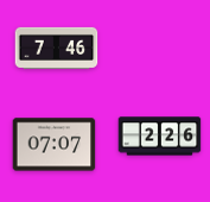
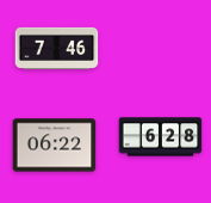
clock at (160, 137): 2:26 -> 6:28
clock at (55, 145): 07:07 -> 06:22
